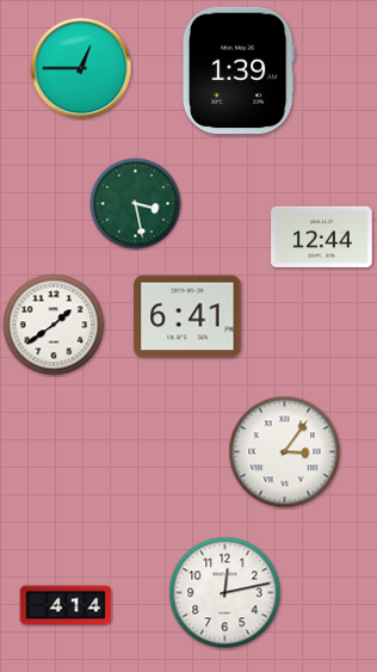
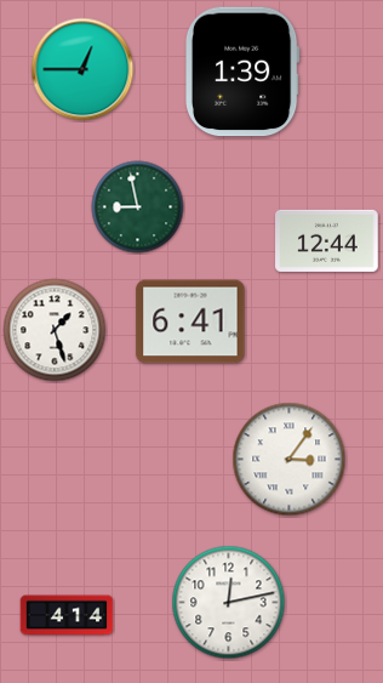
clock at (136, 204): 3:28 -> 8:58
clock at (54, 325): 1:39 -> 1:27
